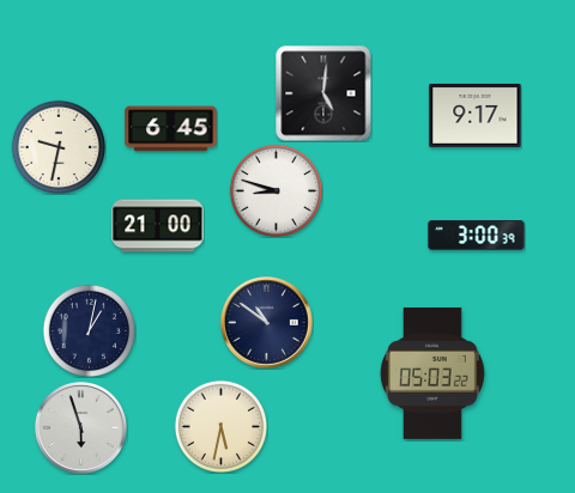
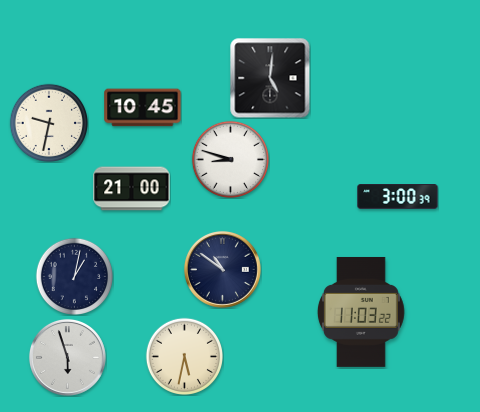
clock at (476, 115): 9:17 -> none
clock at (171, 129): 6:45 -> 10:45
clock at (432, 373): 05:03 -> 11:03
